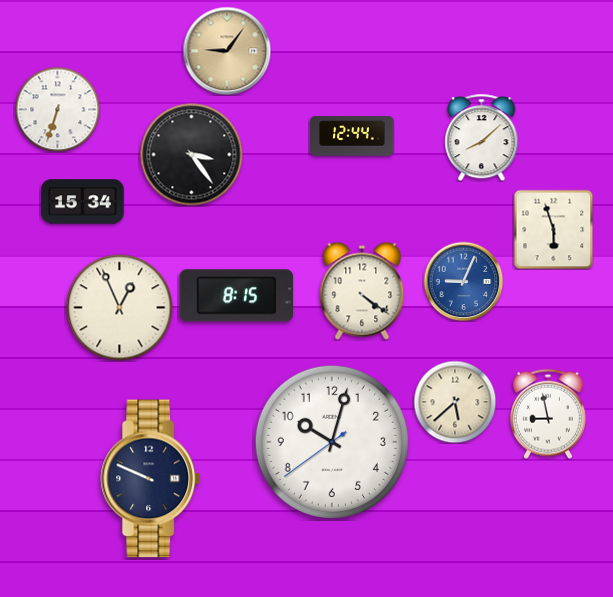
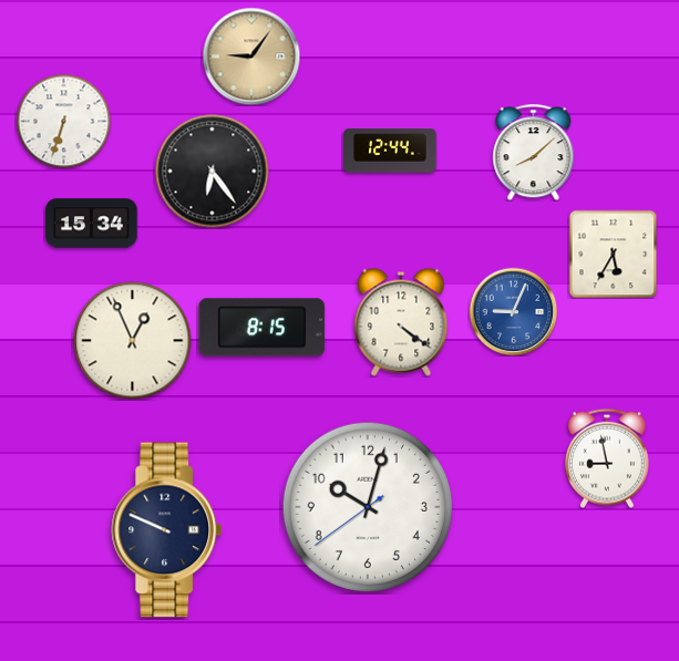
clock at (192, 155): 3:24 -> 6:24
clock at (553, 229): 5:57 -> 5:35
clock at (455, 402): 5:38 -> none
clock at (332, 442) position: (332, 442) -> (368, 507)
